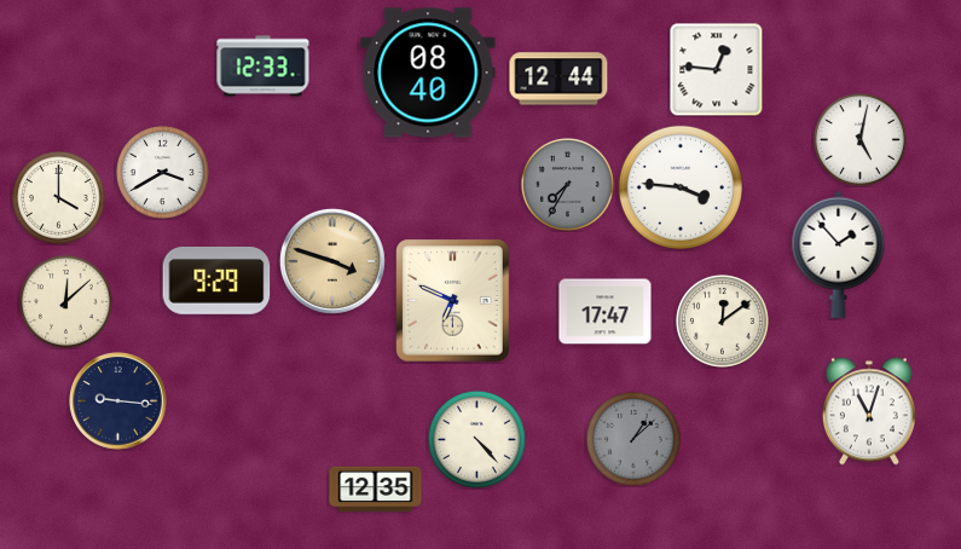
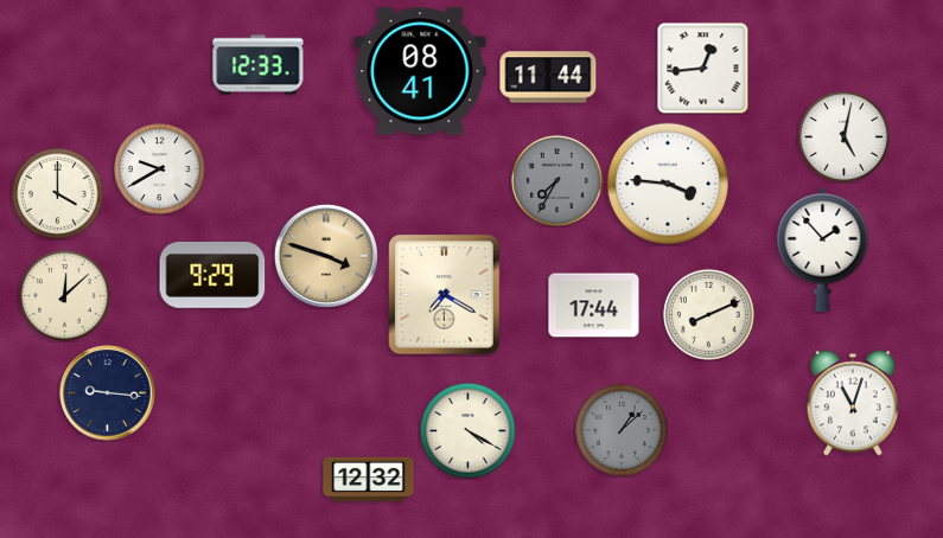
clock at (716, 69): 12:46 -> 12:44
clock at (428, 73): 08:40 -> 08:41
clock at (558, 79): 12:44 -> 11:44
clock at (162, 172): 3:40 -> 9:40
clock at (453, 301): 6:49 -> 7:20
clock at (606, 312): 17:47 -> 17:44
clock at (722, 320): 12:09 -> 8:11
clock at (118, 401) position: (118, 401) -> (108, 393)
clock at (476, 439): 4:23 -> 4:20
clock at (376, 490): 12:35 -> 12:32
